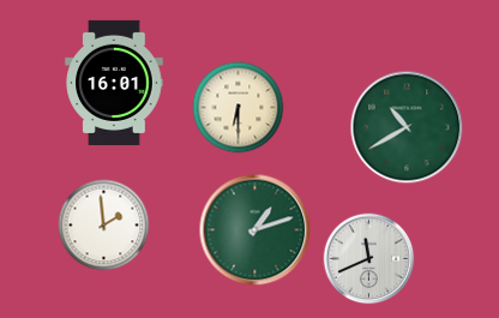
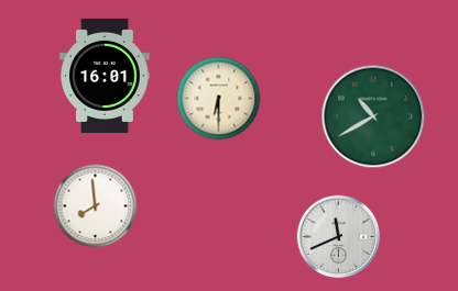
clock at (104, 226): 1:59 -> 7:59
clock at (255, 230): 1:12 -> none
